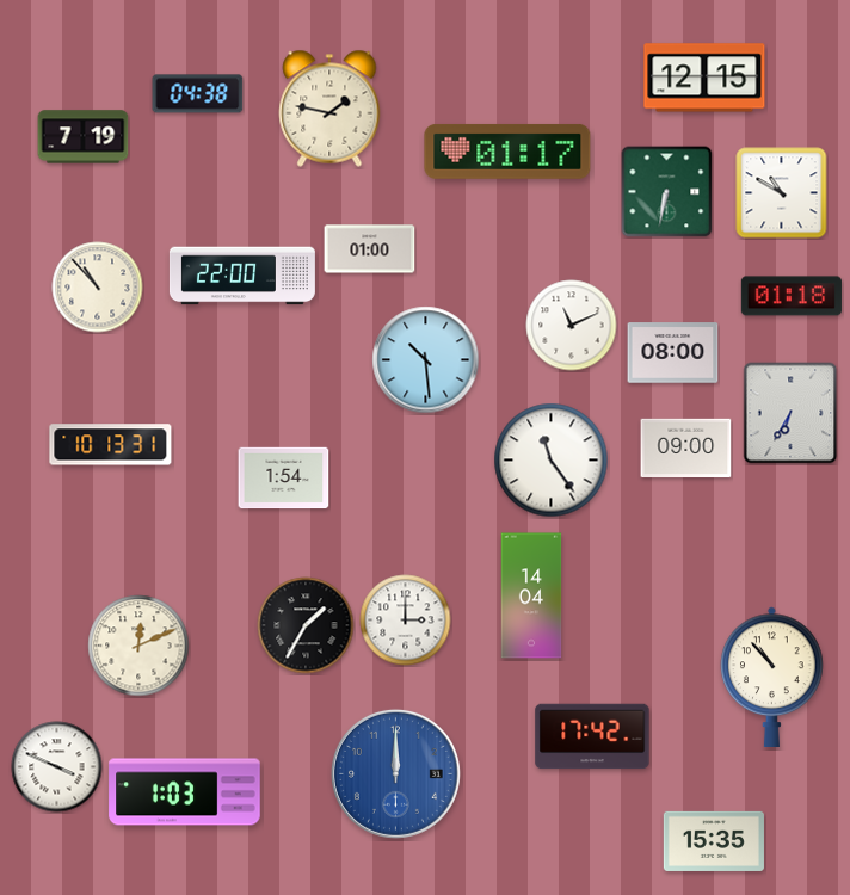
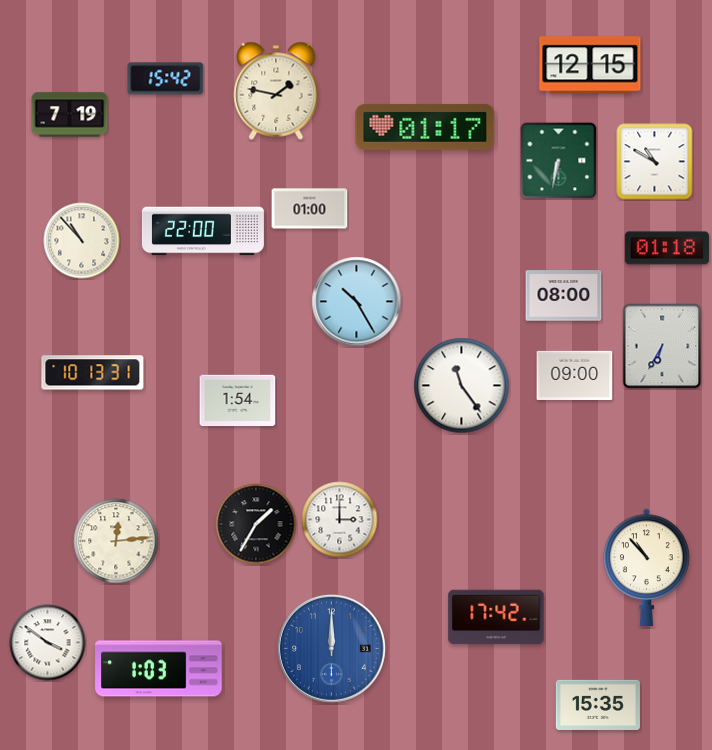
clock at (198, 94): 04:38 -> 15:42
clock at (792, 296) position: (792, 296) -> (667, 248)
clock at (572, 326): 11:11 -> none
clock at (426, 360): 10:29 -> 10:25
clock at (531, 595): 14:04 -> none
clock at (138, 646): 12:11 -> 12:14
clock at (57, 767): 3:49 -> 3:51
clock at (185, 792) position: (185, 792) -> (159, 669)
